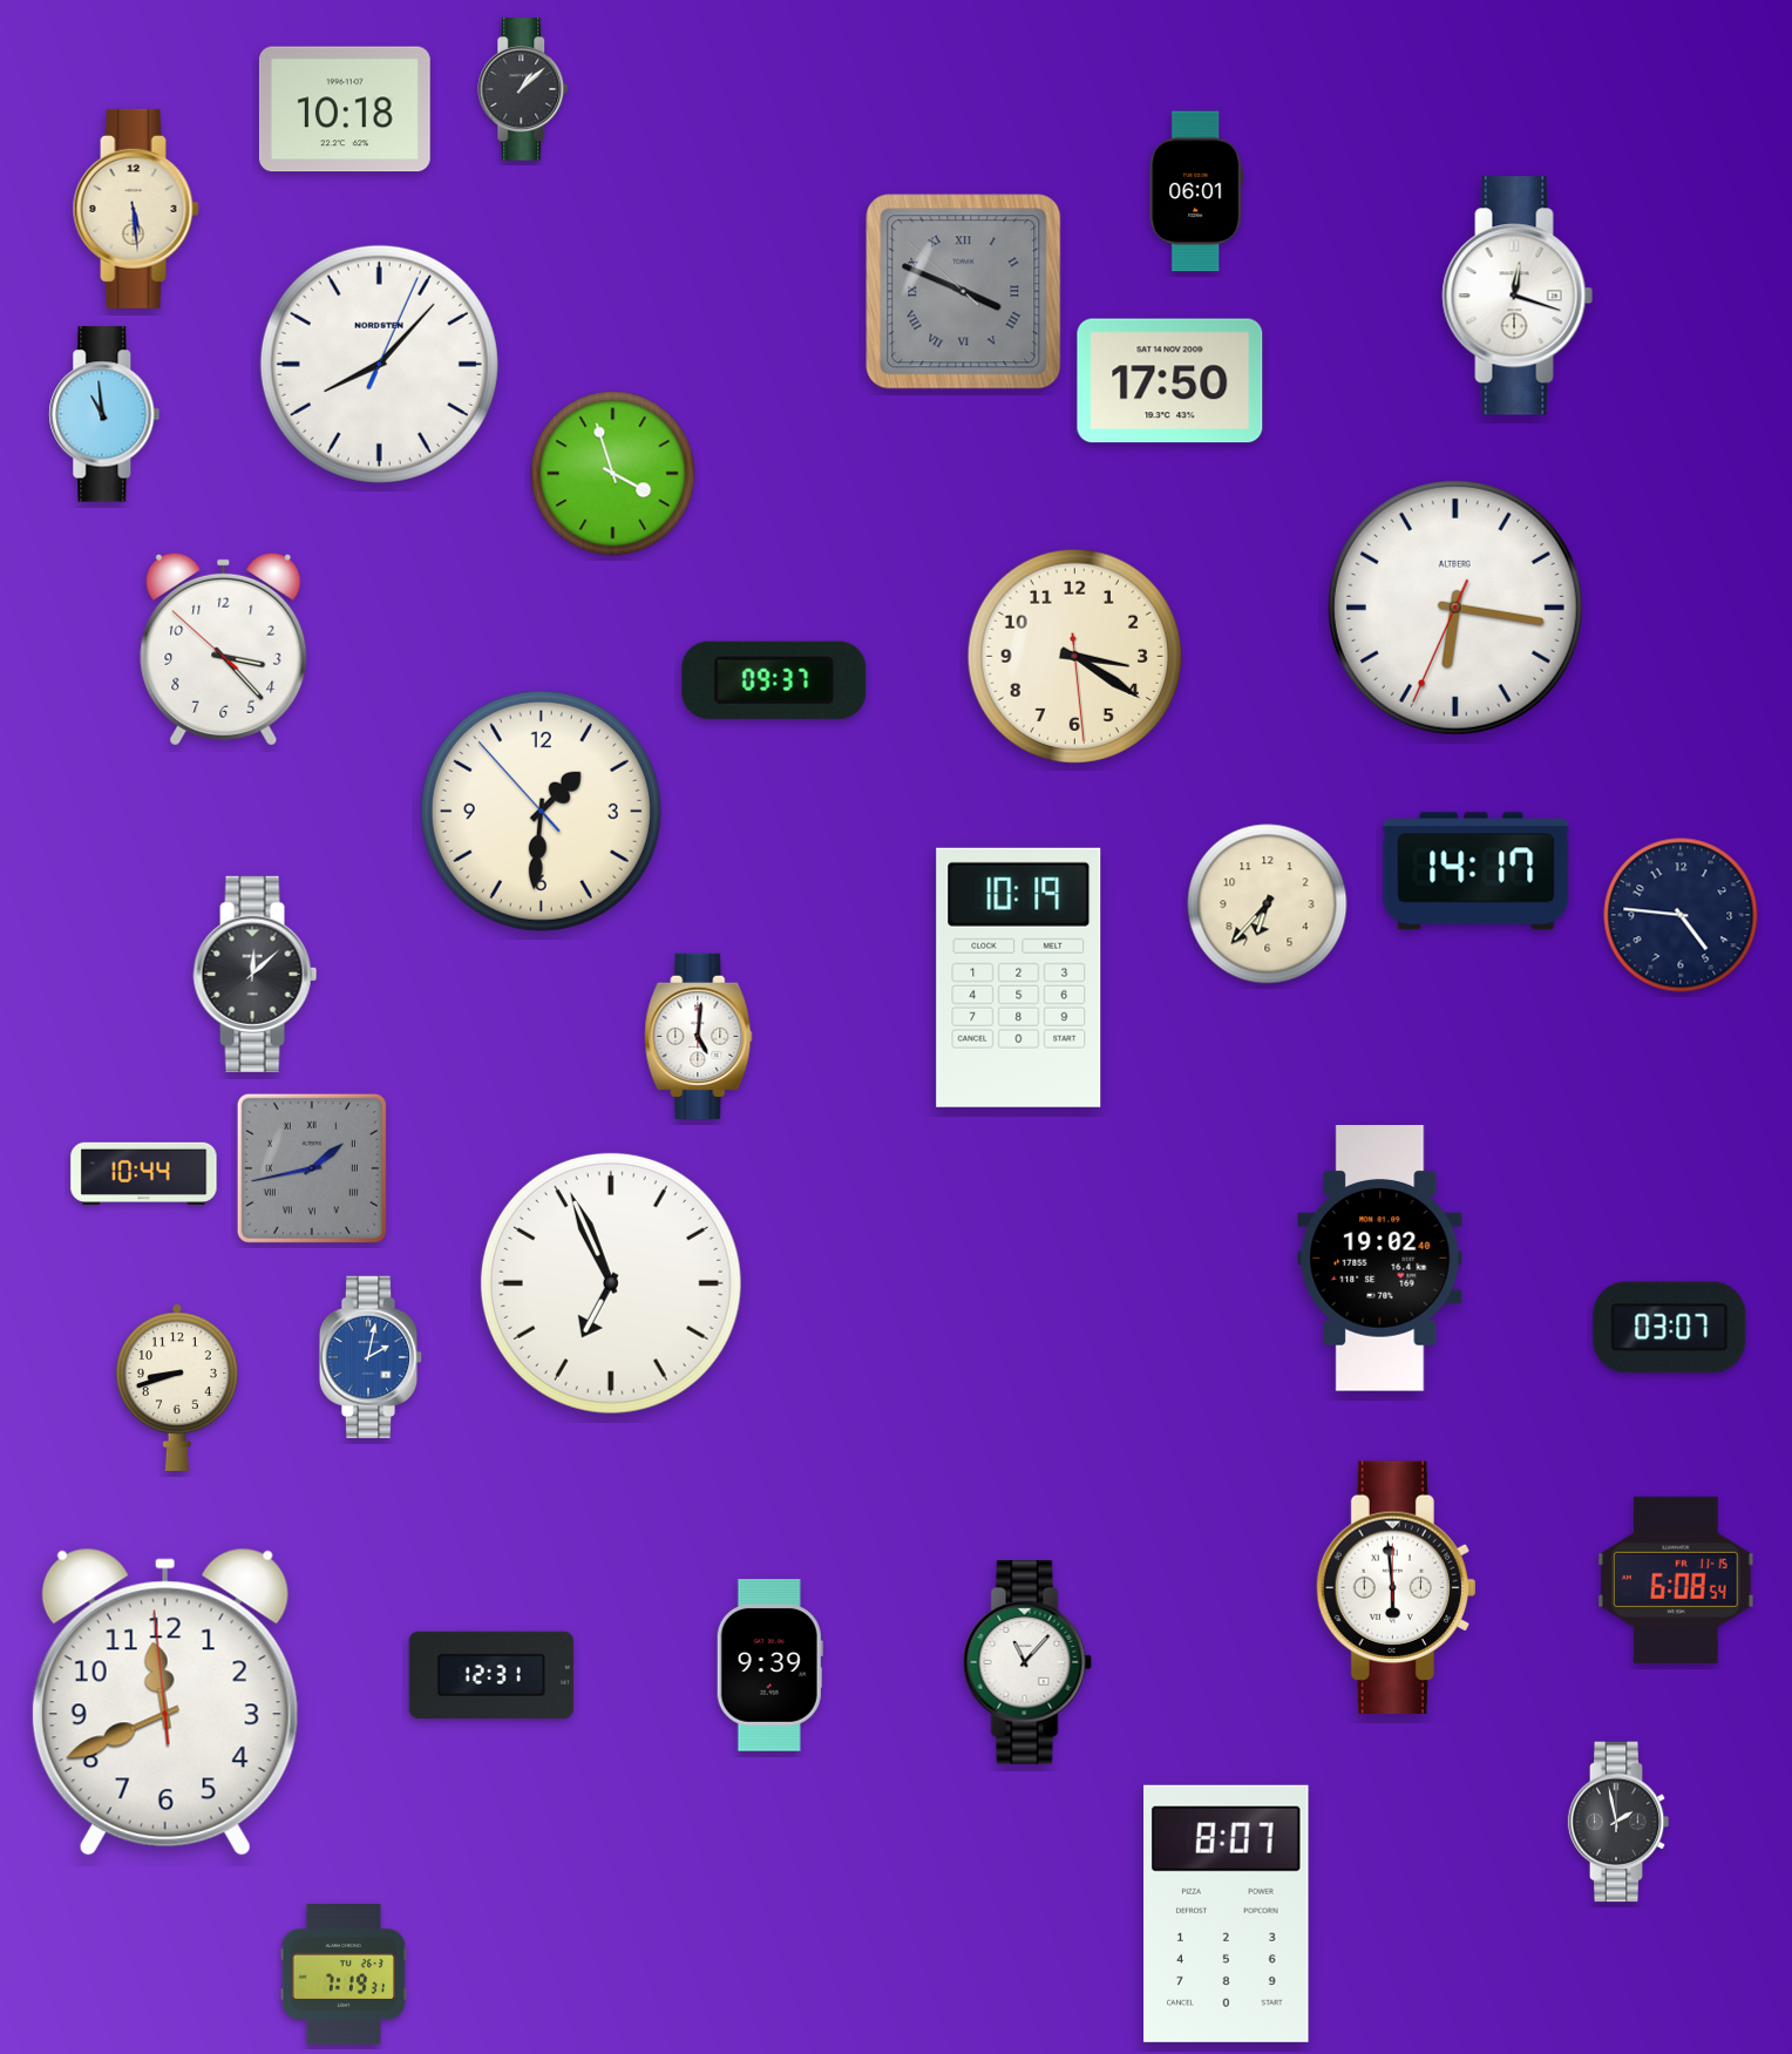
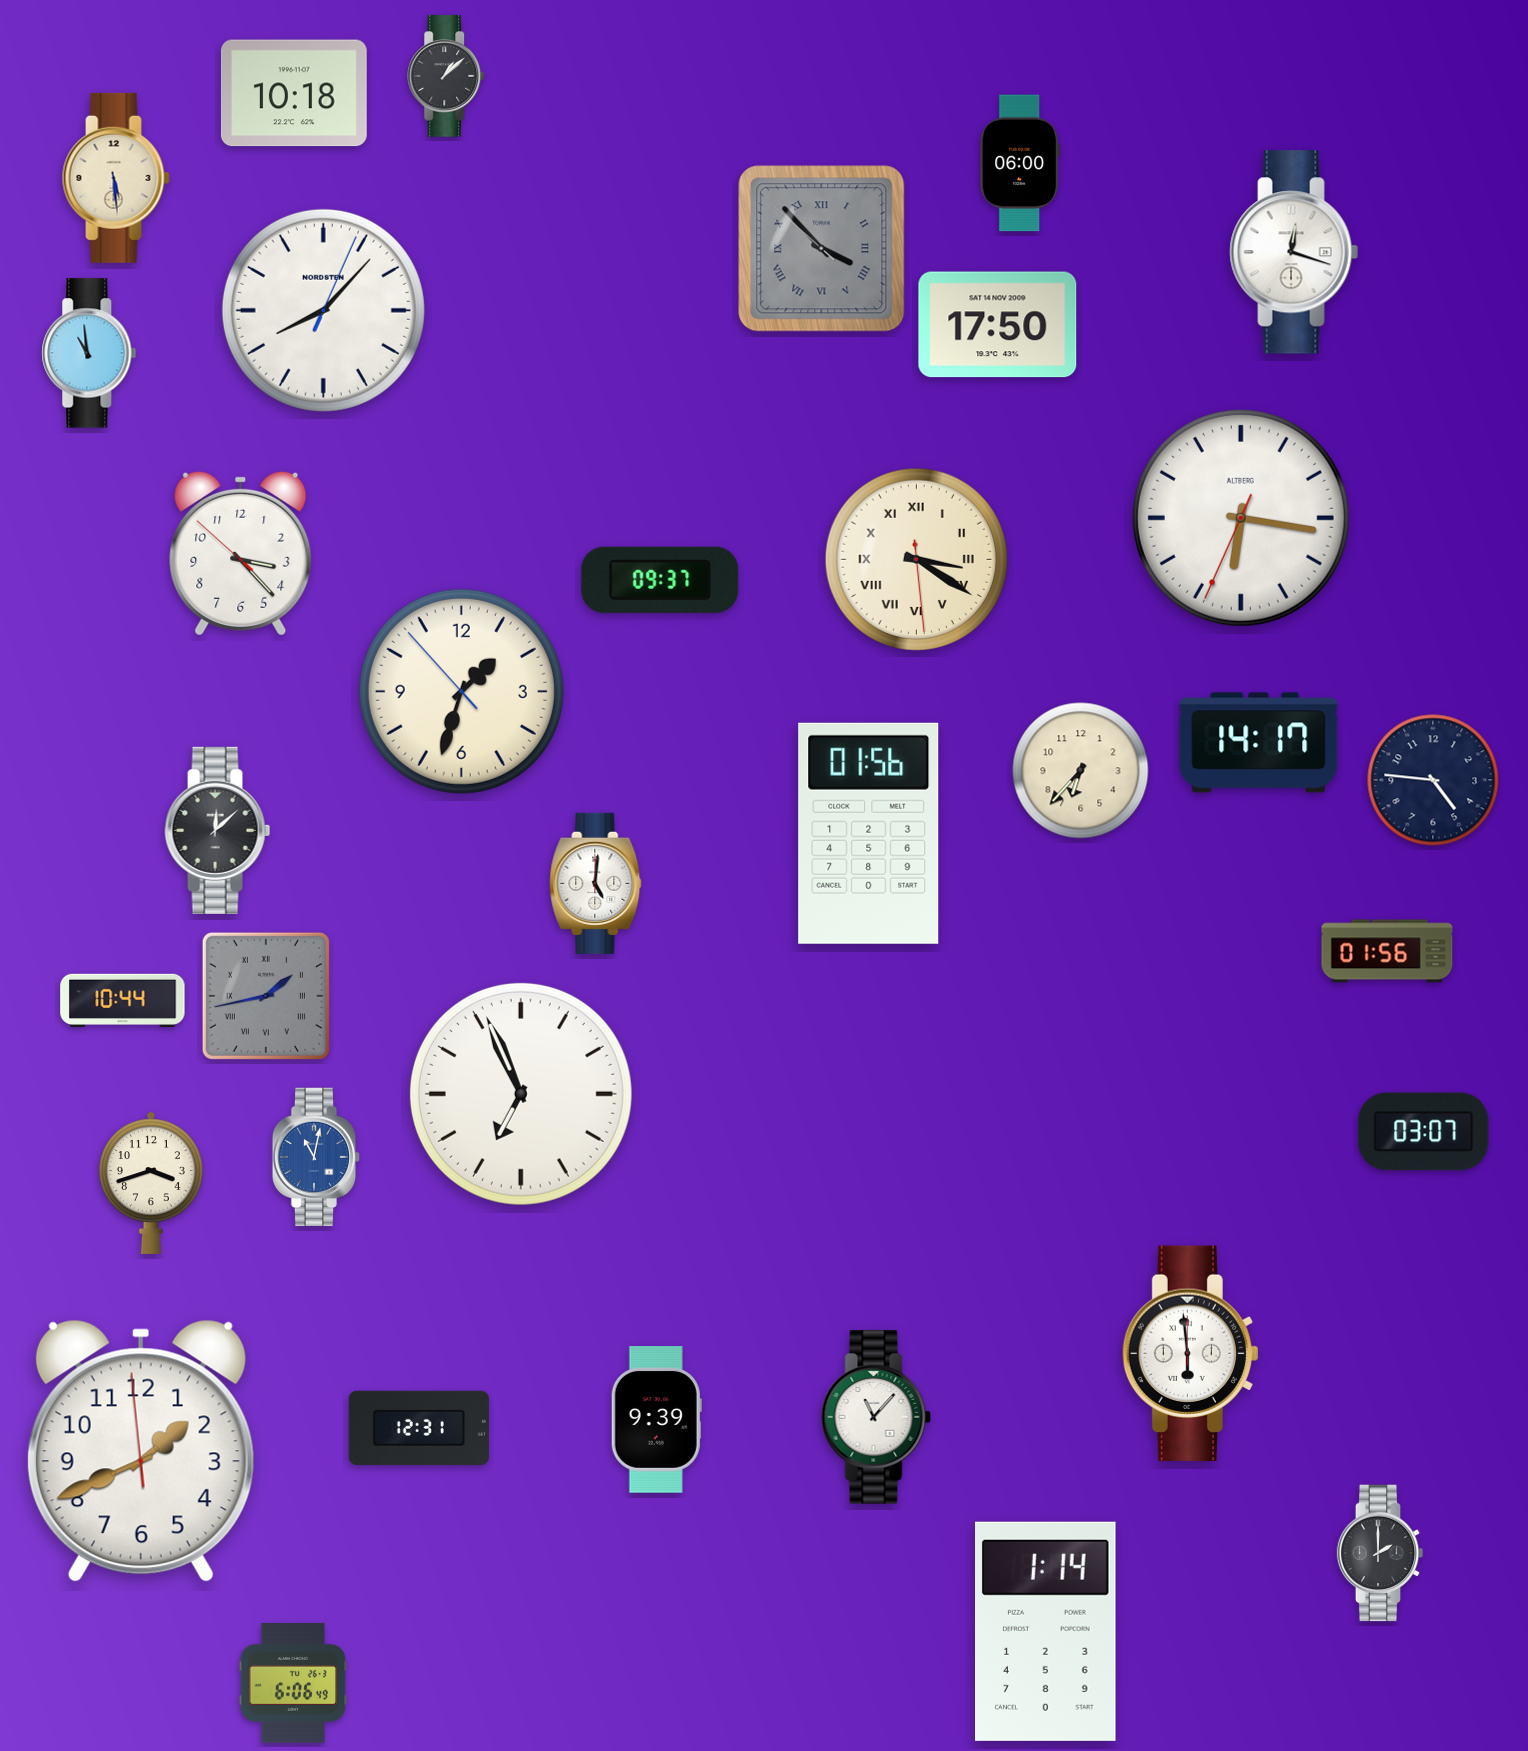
clock at (1196, 191): 06:01 -> 06:00
clock at (964, 292): 3:48 -> 3:52
clock at (613, 474): 3:57 -> none
clock at (224, 649) position: (224, 649) -> (241, 553)
clock at (1074, 656) numerals: Arabic -> Roman
clock at (541, 811): 1:30 -> 1:32
clock at (1019, 977): 10:19 -> 01:56
clock at (1387, 951): none -> 01:56
clock at (1380, 1259): 19:02 -> none
clock at (371, 1357): 2:02 -> 11:02
clock at (177, 1388): 8:42 -> 3:42
clock at (1676, 1580): 6:08 -> none
clock at (165, 1702): 11:40 -> 1:40
clock at (1618, 1822): 1:58 -> 2:00
clock at (1227, 1913): 8:07 -> 1:14
clock at (344, 1975): 7:19 -> 6:06
